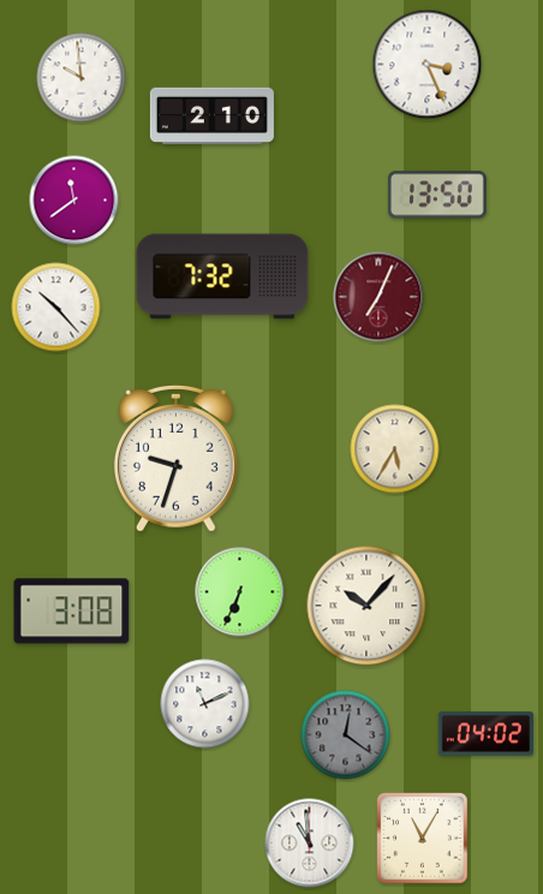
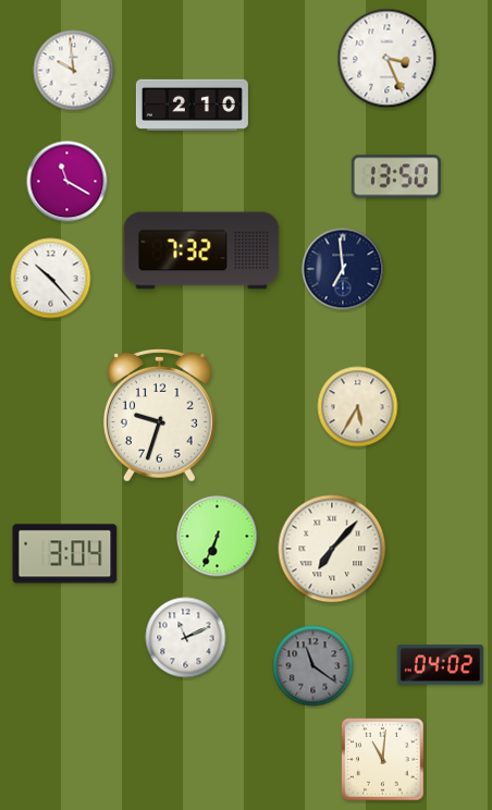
clock at (74, 201): 11:39 -> 11:20
clock at (378, 297): 7:04 -> 6:59
clock at (378, 297) dial: burgundy -> navy
clock at (366, 606): 10:07 -> 7:07
clock at (72, 612): 3:08 -> 3:04
clock at (346, 735): 12:21 -> 11:21
clock at (423, 839): 11:05 -> 11:01
clock at (310, 844): 10:59 -> none
